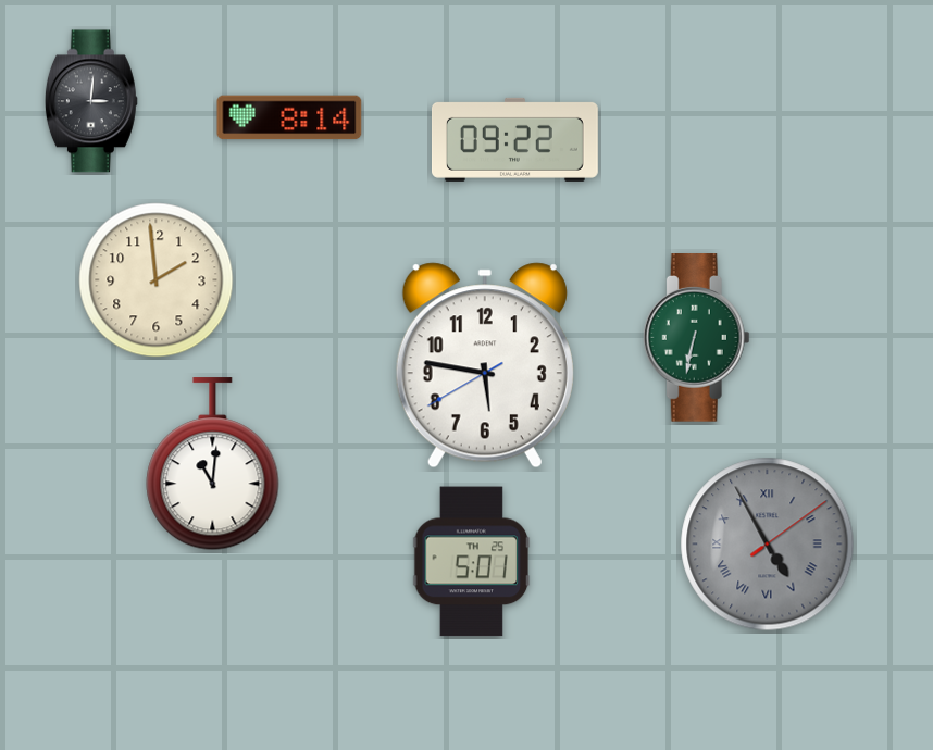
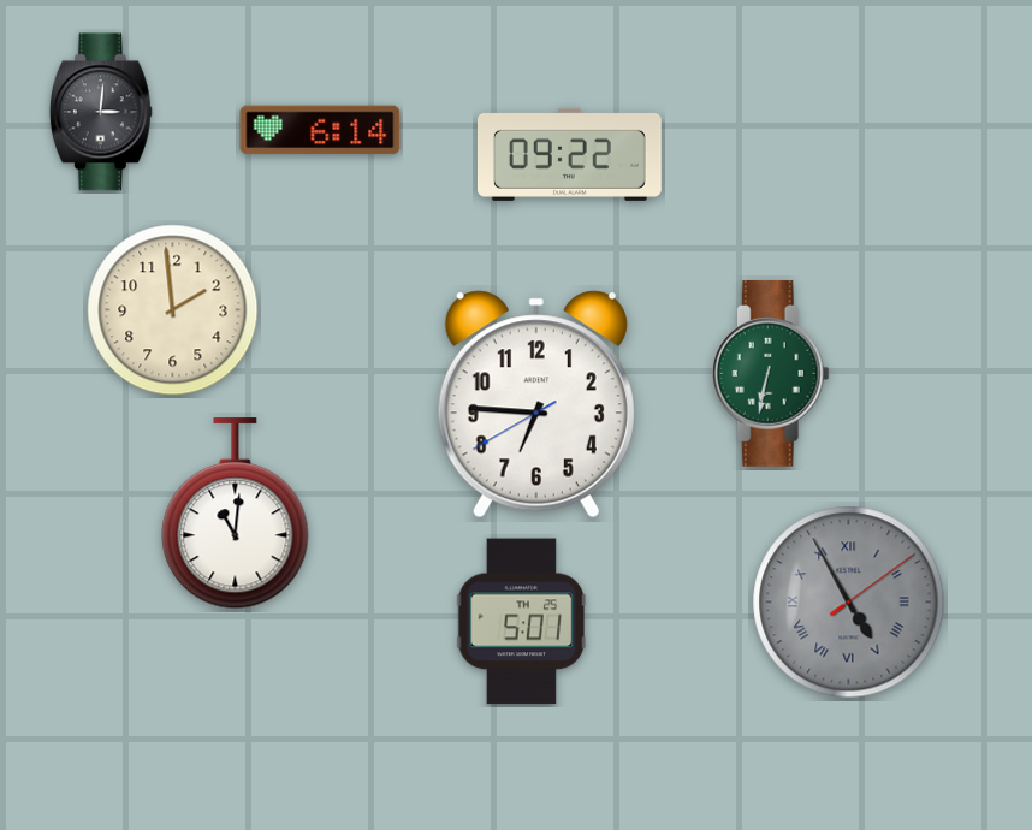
clock at (289, 117): 8:14 -> 6:14
clock at (485, 365): 5:46 -> 6:45
